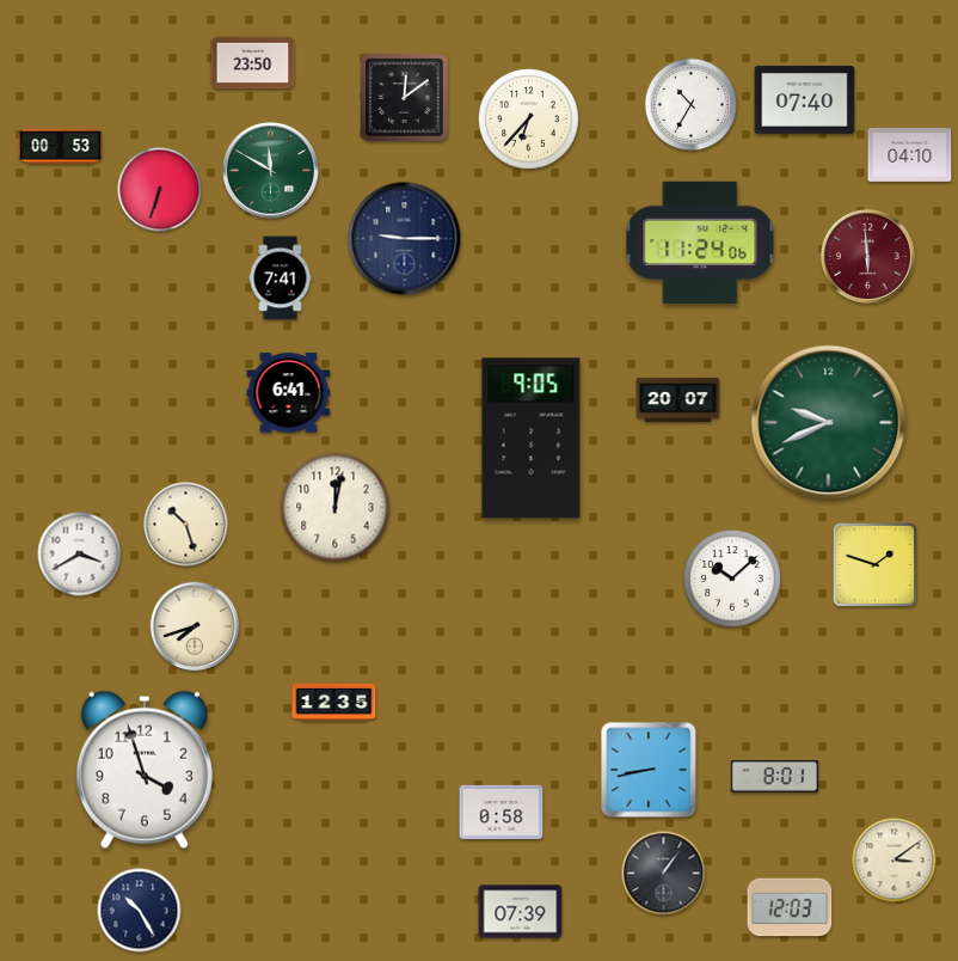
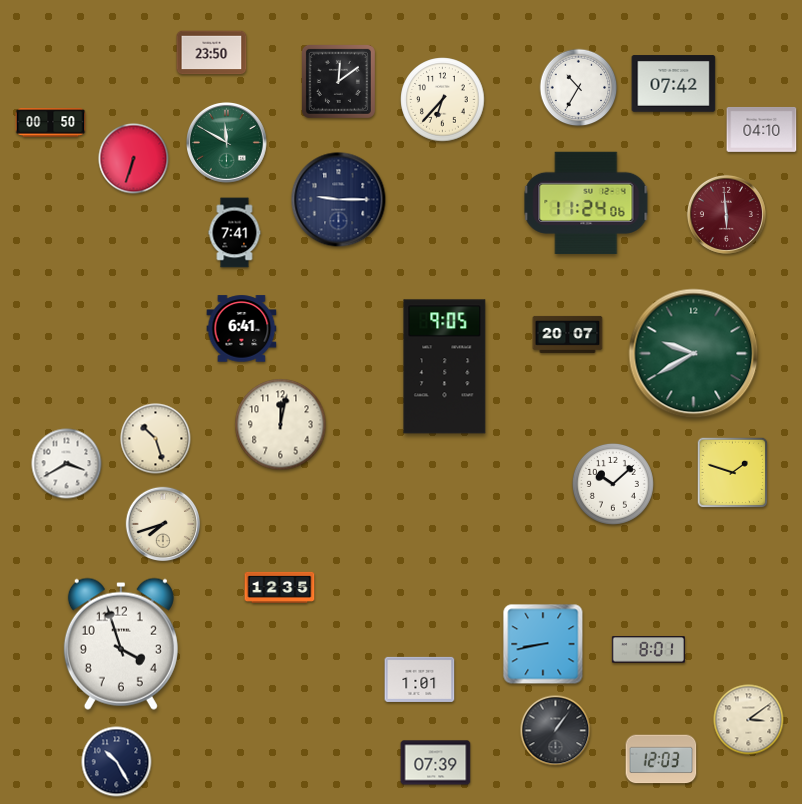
clock at (805, 100): 07:40 -> 07:42
clock at (61, 147): 00:53 -> 00:50
clock at (829, 423): 9:41 -> 9:40
clock at (502, 812): 0:58 -> 1:01
